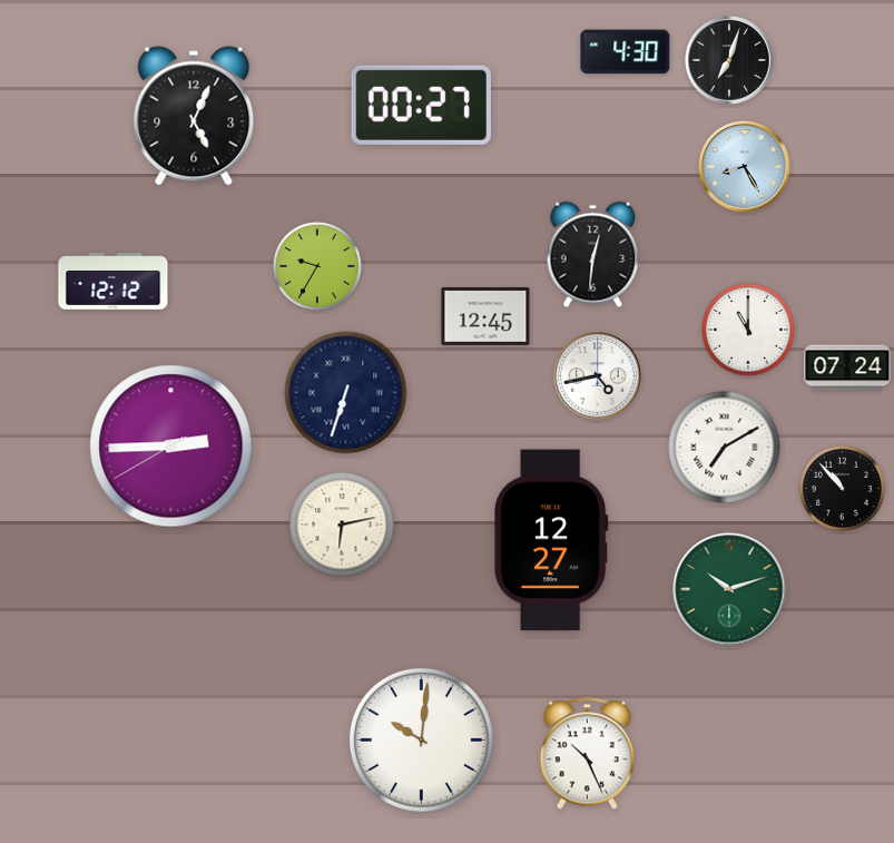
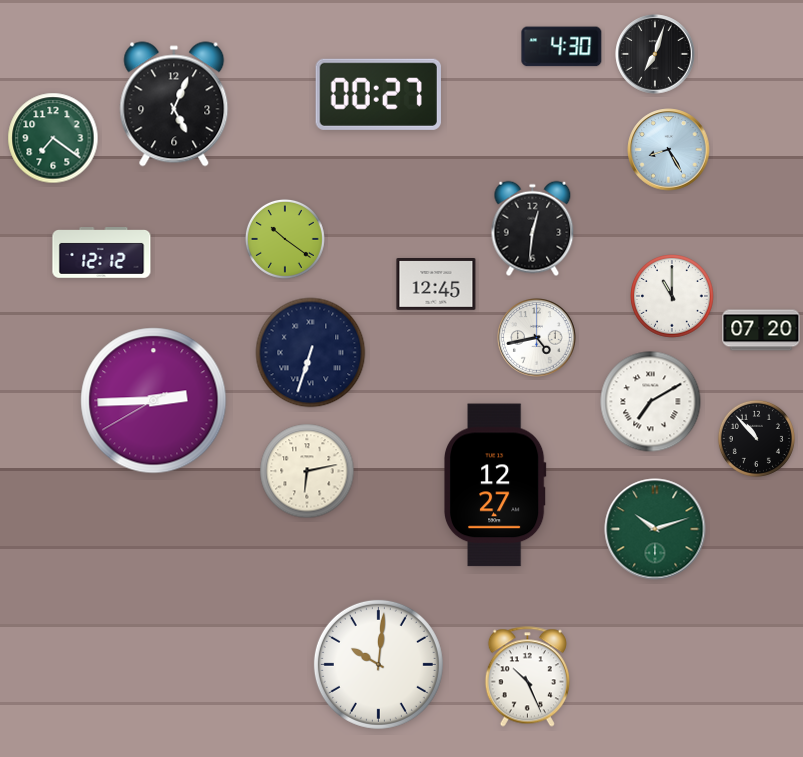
clock at (53, 138): none -> 7:21
clock at (317, 266): 9:35 -> 10:21
clock at (847, 367): 07:24 -> 07:20
